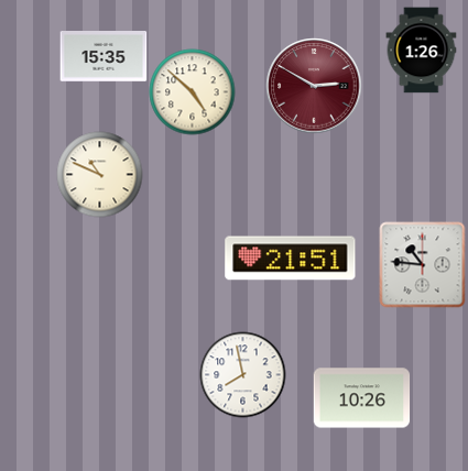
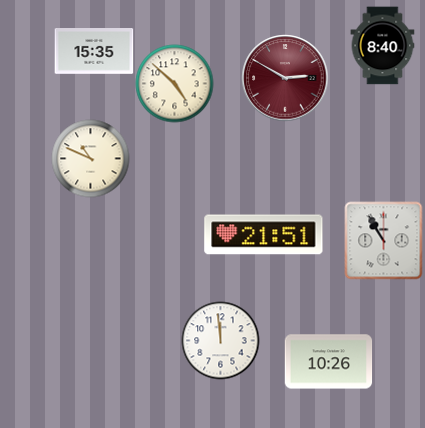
clock at (422, 50): 1:26 -> 8:40
clock at (422, 264): 10:46 -> 10:55
clock at (242, 374): 7:58 -> 11:59
